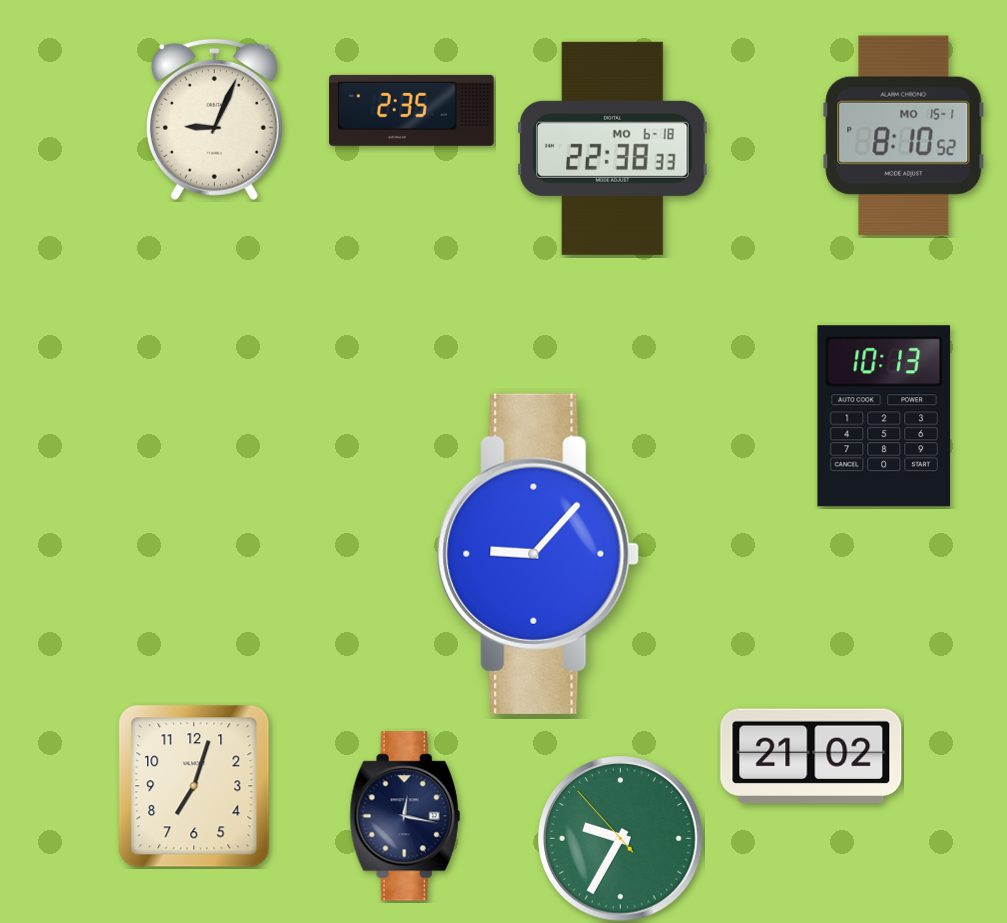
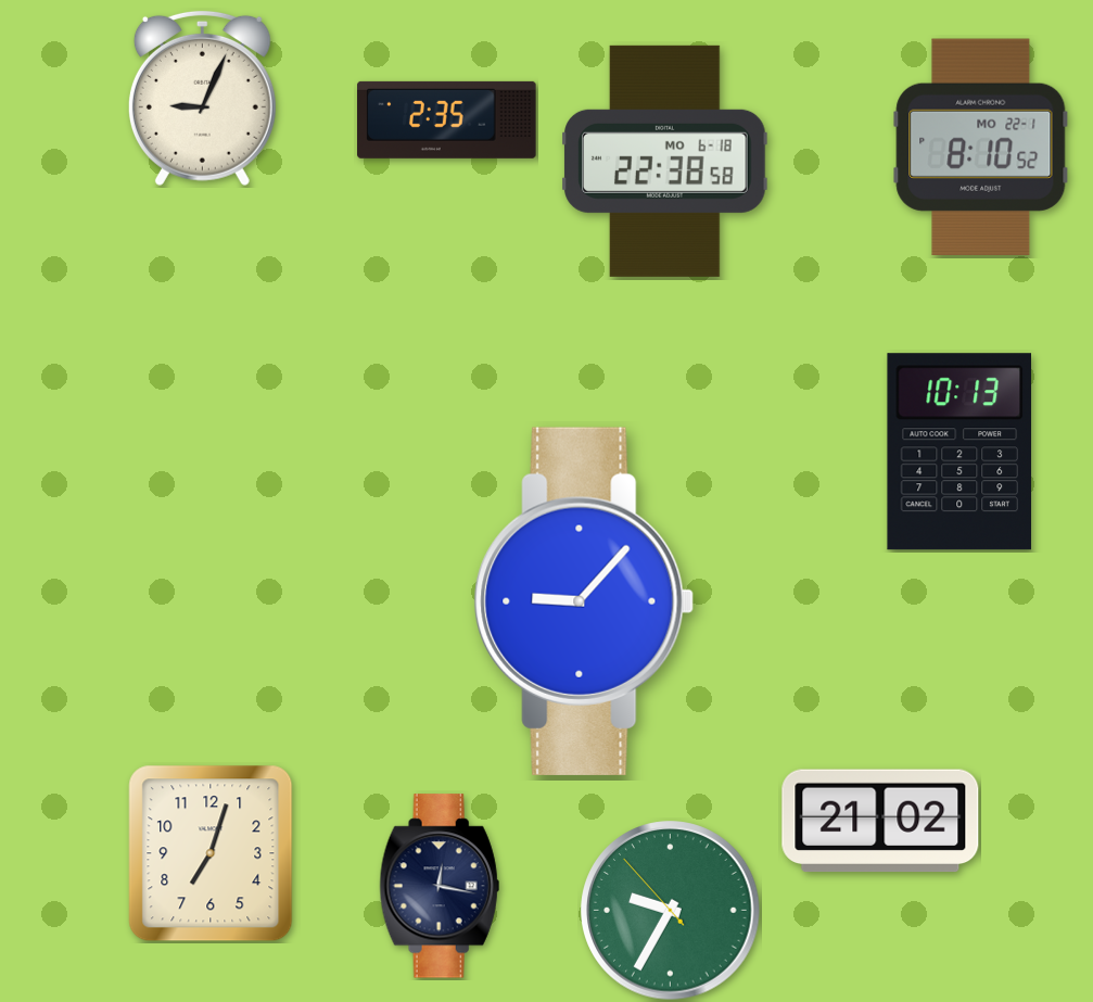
clock at (214, 119) position: (214, 119) -> (202, 98)
clock at (904, 135) date: MO 15-1 -> MO 22-1
clock at (613, 148): 22:38:33 -> 22:38:58
clock at (621, 839) position: (621, 839) -> (671, 911)
